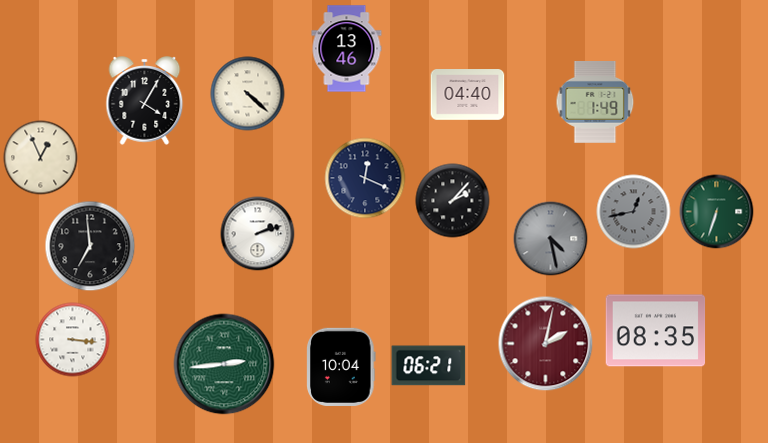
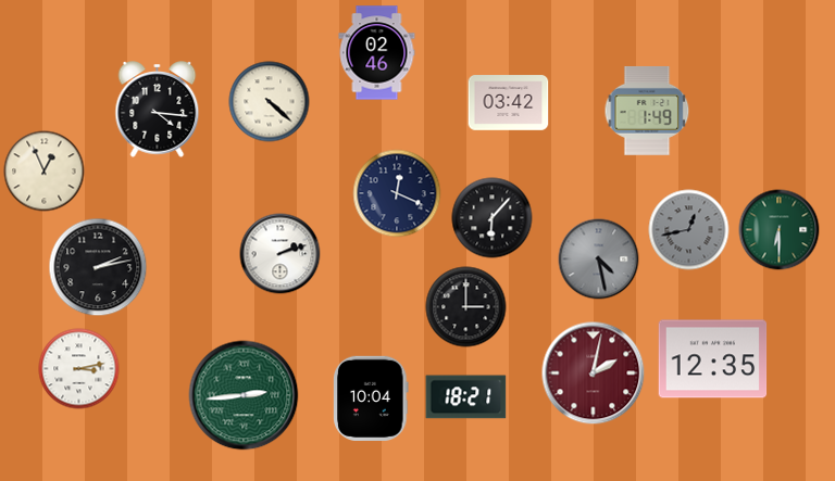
clock at (347, 49): 13:46 -> 02:46
clock at (468, 95): 04:40 -> 03:42
clock at (145, 101): 4:05 -> 4:16
clock at (453, 201): 2:07 -> 6:07
clock at (717, 212): 6:33 -> 6:30
clock at (90, 246): 6:59 -> 2:13
clock at (466, 307): none -> 3:00
clock at (656, 331): 08:35 -> 12:35
clock at (73, 340): 3:16 -> 3:13
clock at (429, 366): 06:21 -> 18:21
